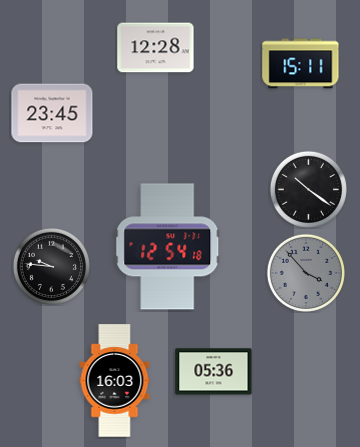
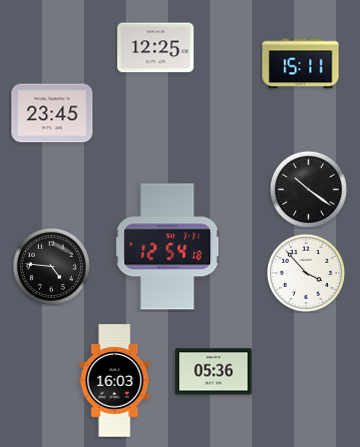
clock at (156, 48): 12:28 -> 12:25
clock at (51, 266): 9:46 -> 4:46
clock at (306, 273) dial: grey -> white
